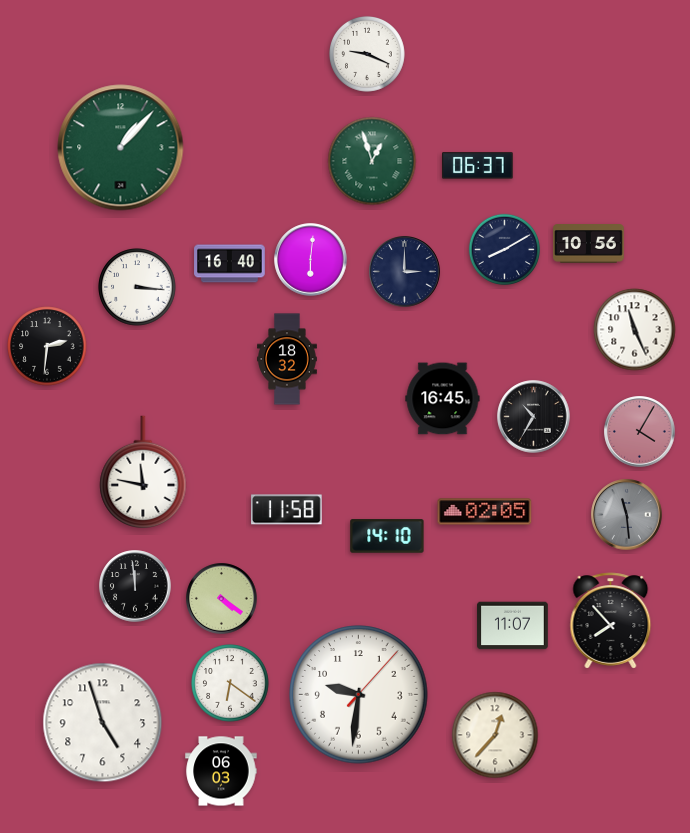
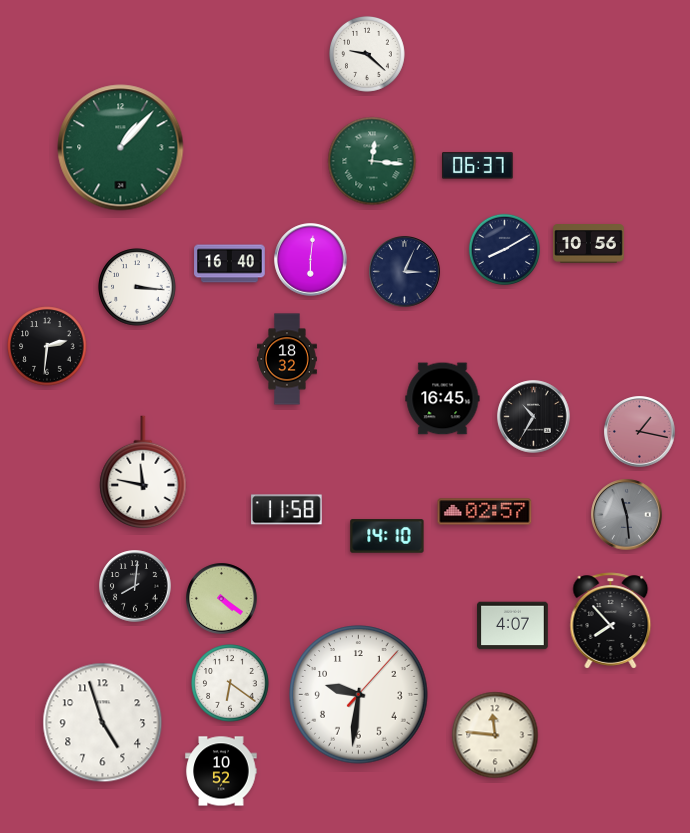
clock at (367, 54): 9:19 -> 9:22
clock at (372, 161): 12:57 -> 12:16
clock at (405, 272): 3:00 -> 3:04
clock at (635, 330): 11:26 -> none
clock at (640, 432): 4:05 -> 1:17
clock at (485, 512): 02:05 -> 02:57
clock at (135, 586): 11:59 -> 8:01
clock at (513, 626): 11:07 -> 4:07
clock at (495, 735): 12:37 -> 11:46
clock at (221, 771): 06:03 -> 10:52
